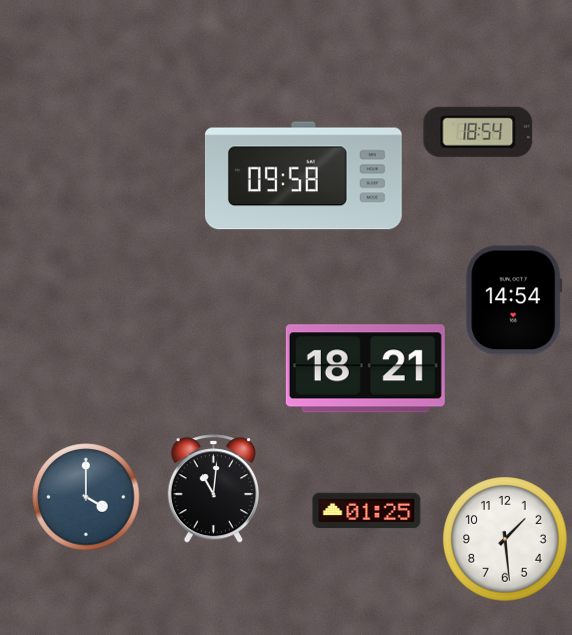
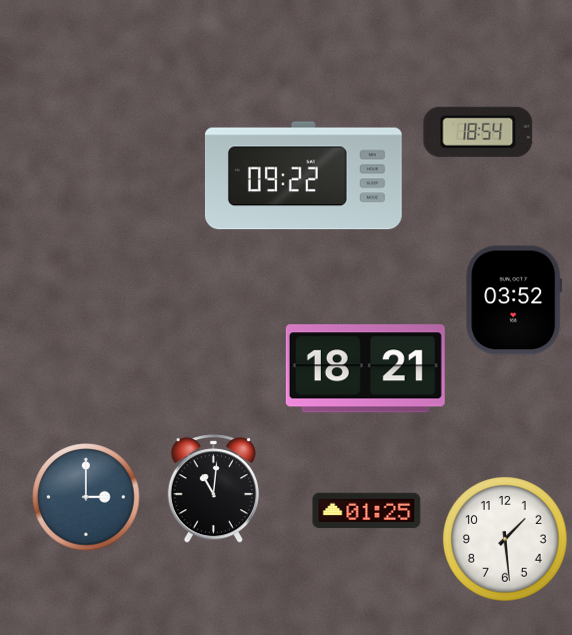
clock at (303, 176): 09:58 -> 09:22
clock at (514, 300): 14:54 -> 03:52
clock at (86, 497): 4:00 -> 3:00
